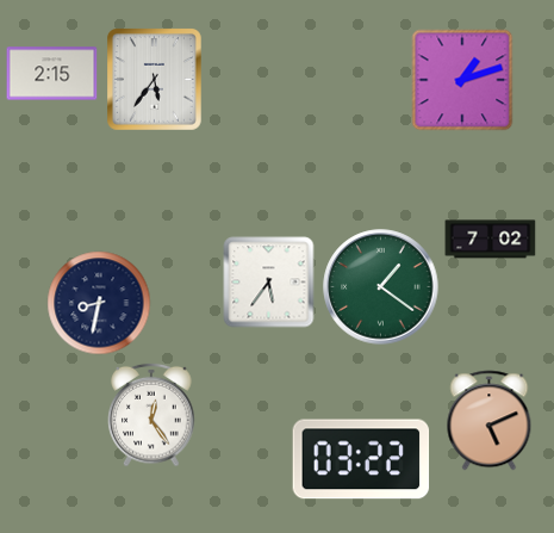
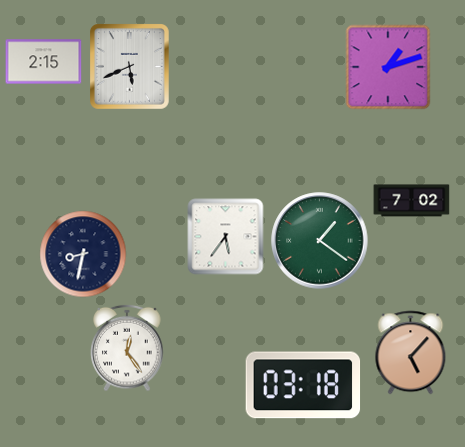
clock at (155, 80): 5:36 -> 5:41
clock at (490, 421): 5:11 -> 5:07
clock at (361, 459): 03:22 -> 03:18
